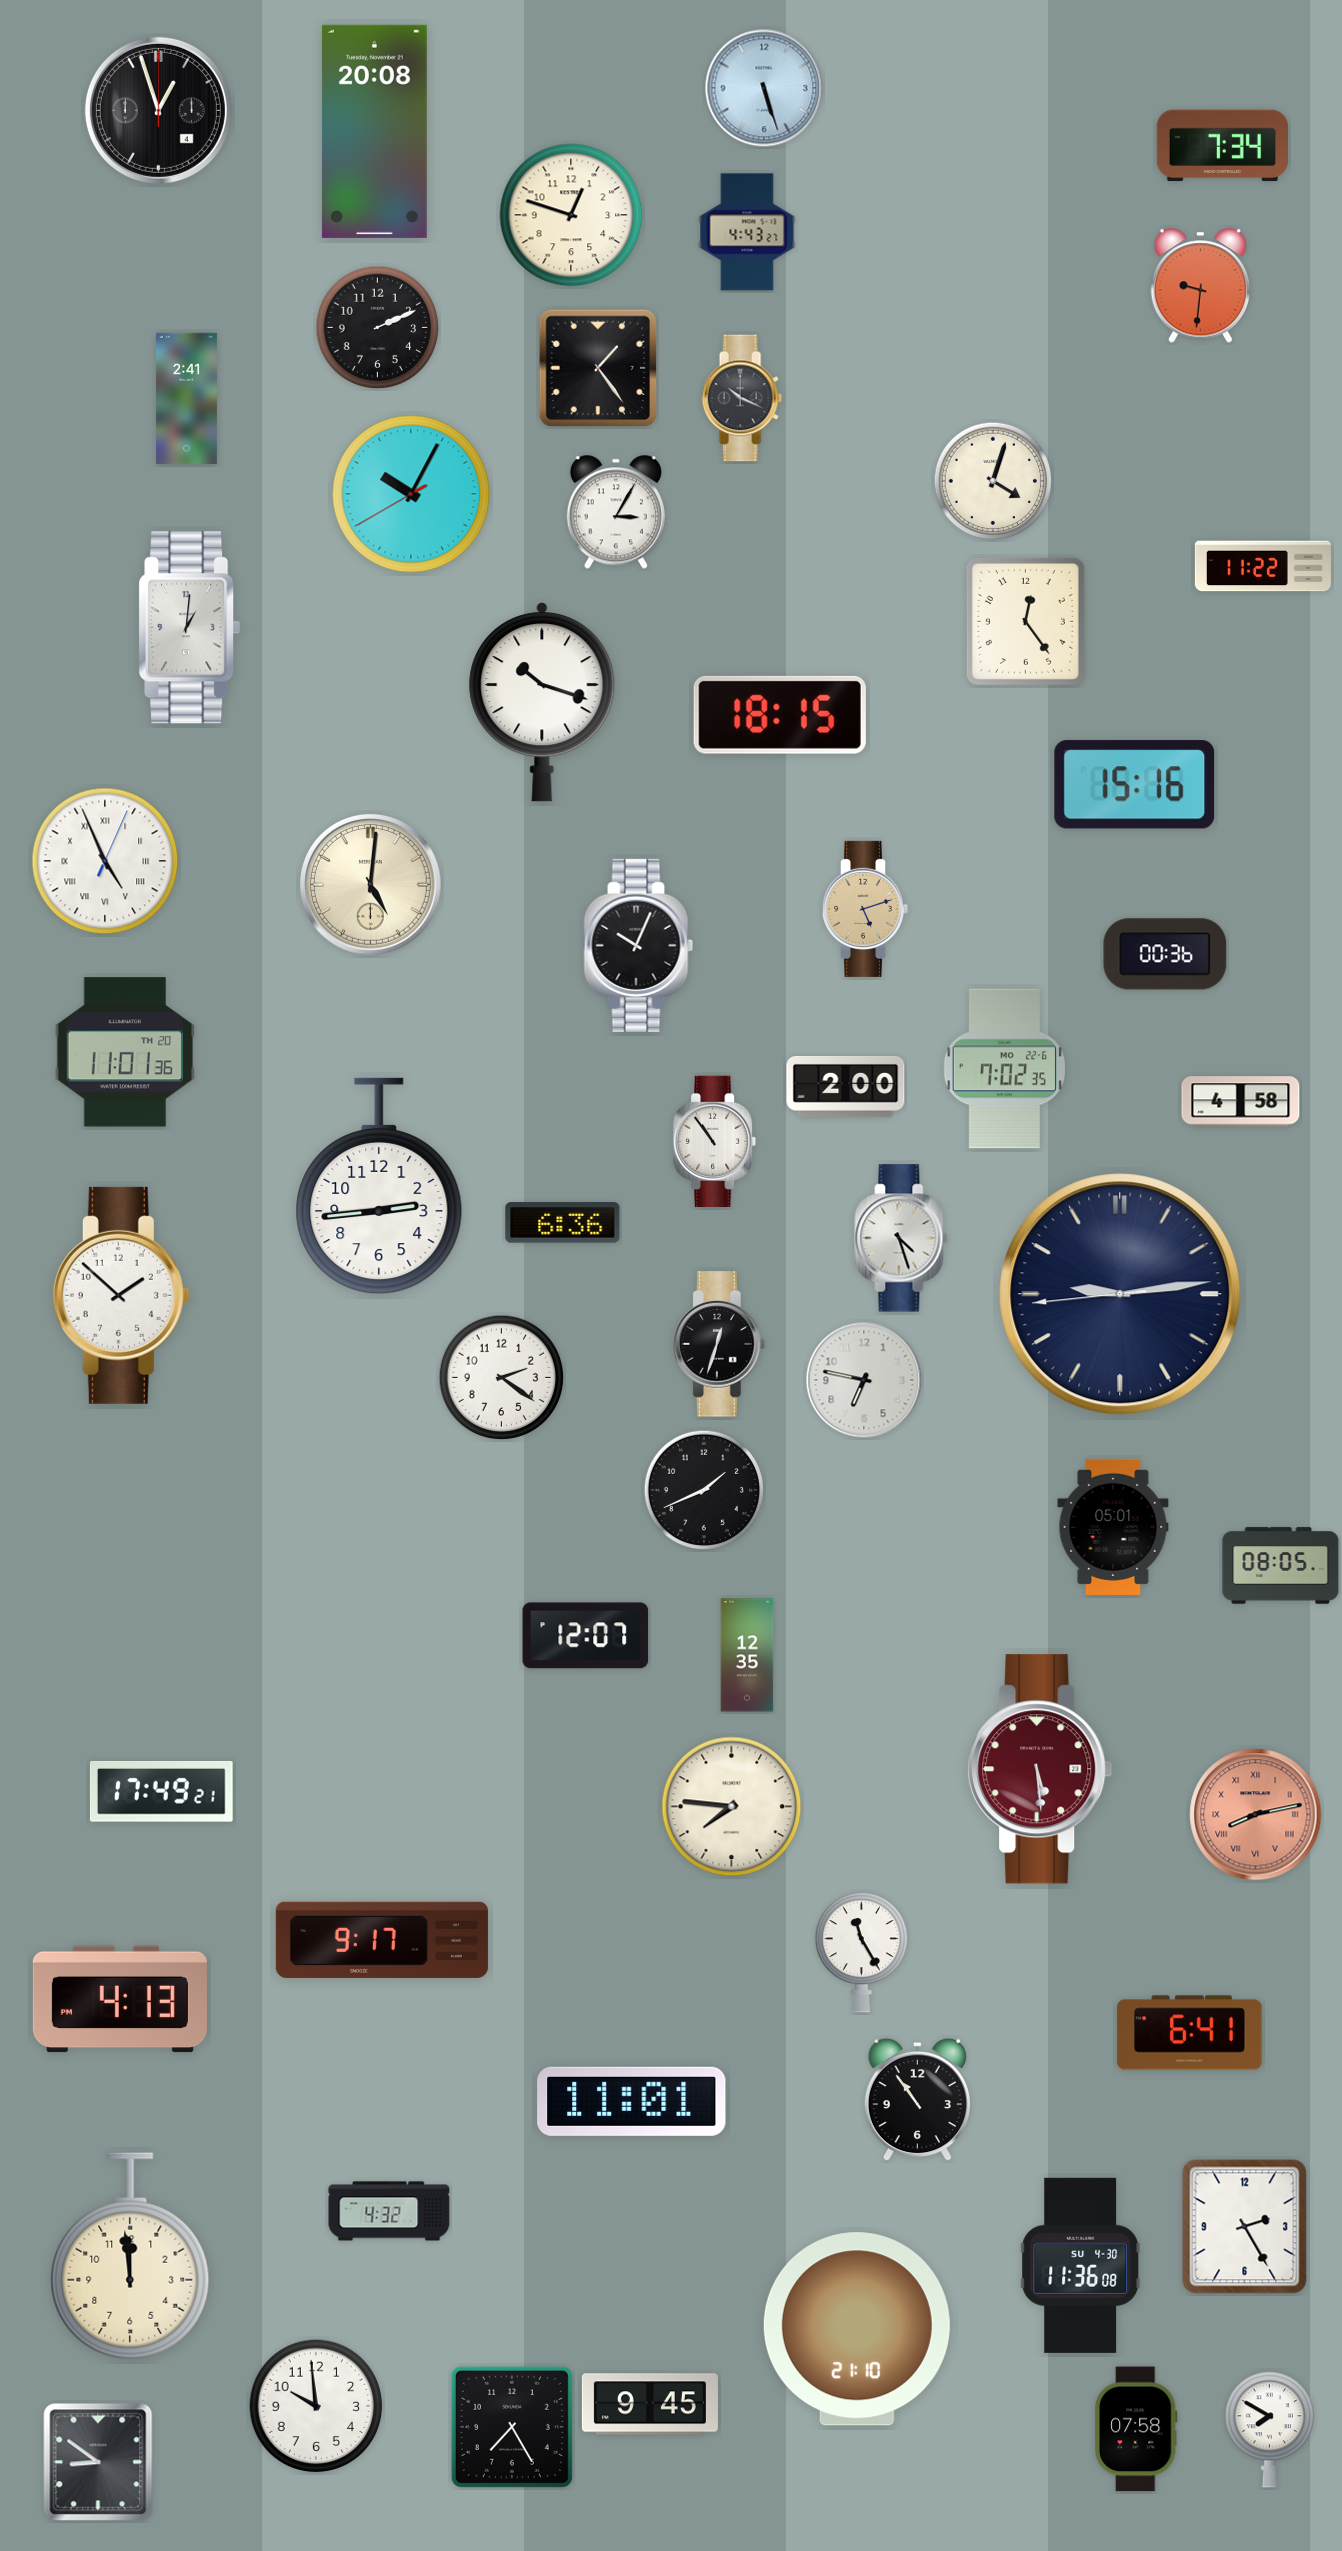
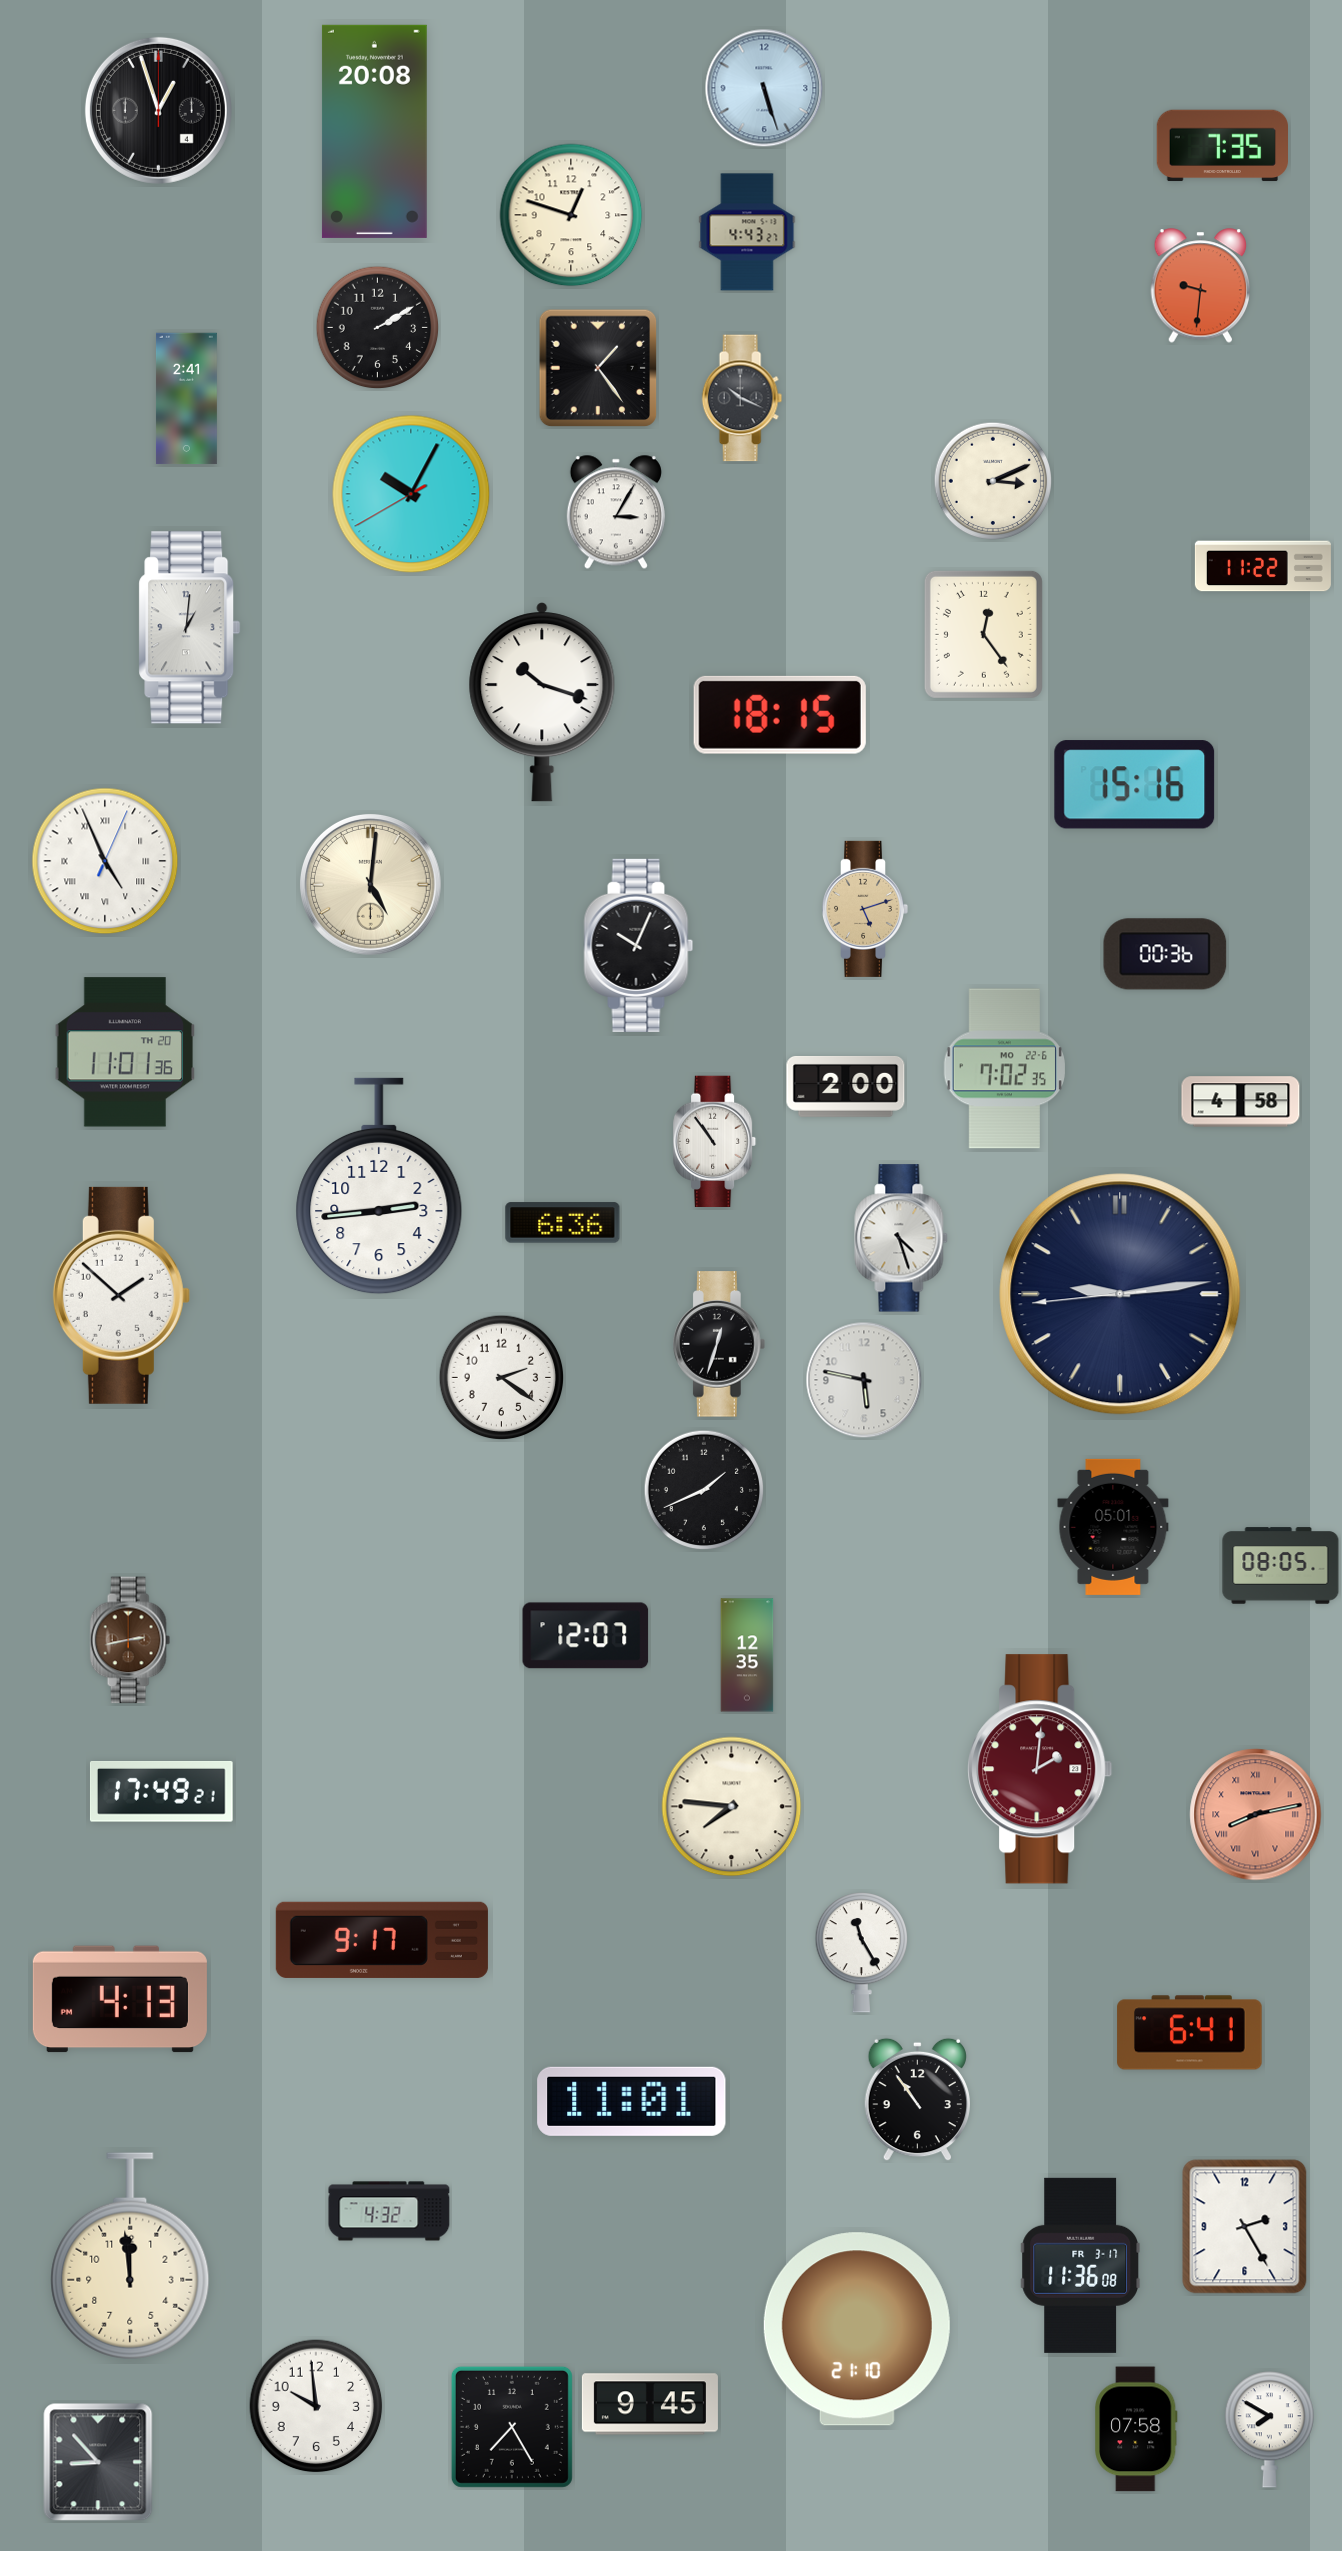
clock at (1222, 146): 7:34 -> 7:35
clock at (378, 328): 2:11 -> 2:10
clock at (993, 481): 4:03 -> 3:11
clock at (1025, 621) position: (1025, 621) -> (983, 634)
clock at (864, 1380): 6:47 -> 5:47
clock at (130, 1640): none -> 2:43
clock at (1040, 1769): 5:29 -> 2:01
clock at (1080, 2265) date: SU 4-30 -> FR 3-17
clock at (98, 2462): 8:51 -> 8:53
